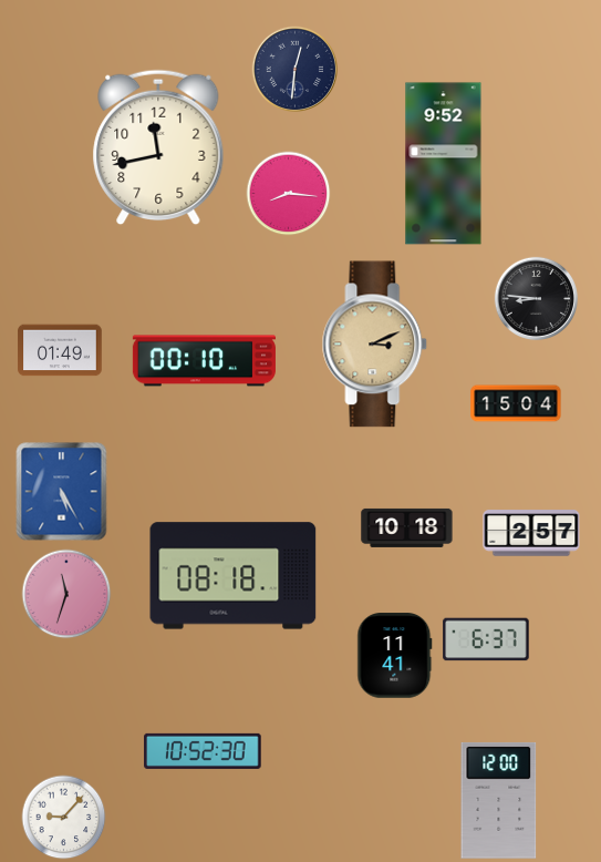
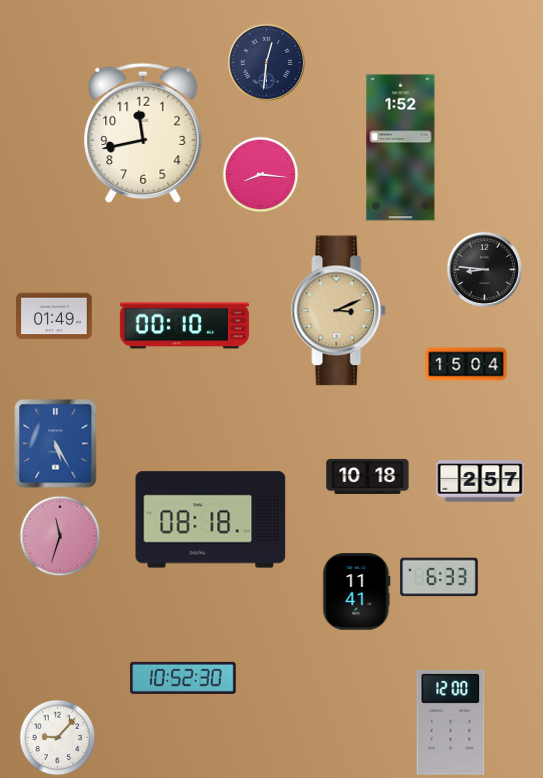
clock at (444, 164): 9:52 -> 1:52
clock at (486, 639): 6:37 -> 6:33
